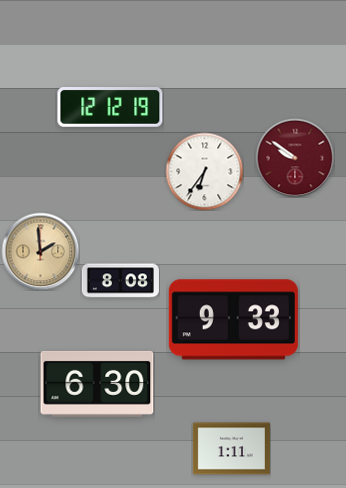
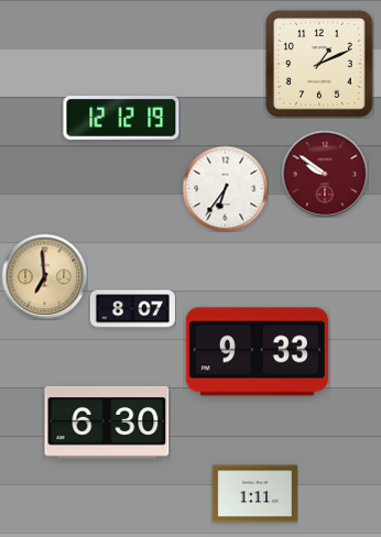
clock at (320, 65): none -> 1:11
clock at (40, 251): 1:59 -> 6:59
clock at (120, 281): 8:08 -> 8:07
